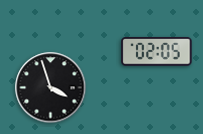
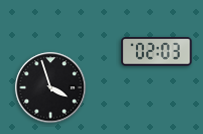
clock at (157, 52): 02:05 -> 02:03
